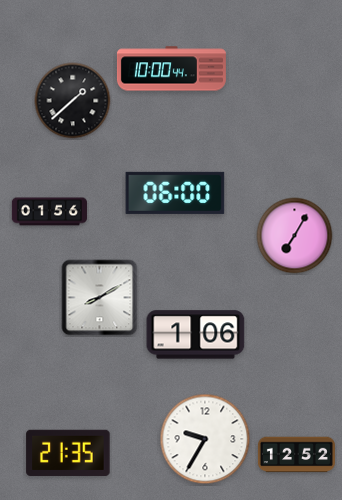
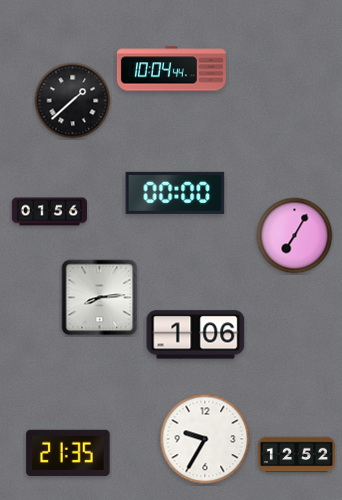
clock at (171, 69): 10:00 -> 10:04
clock at (175, 193): 06:00 -> 00:00
clock at (100, 298): 8:10 -> 8:14
